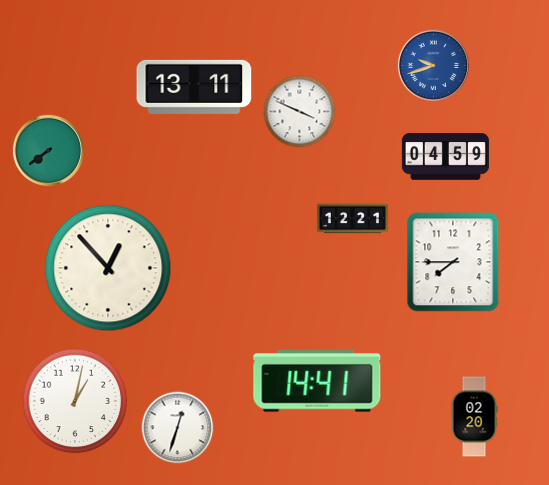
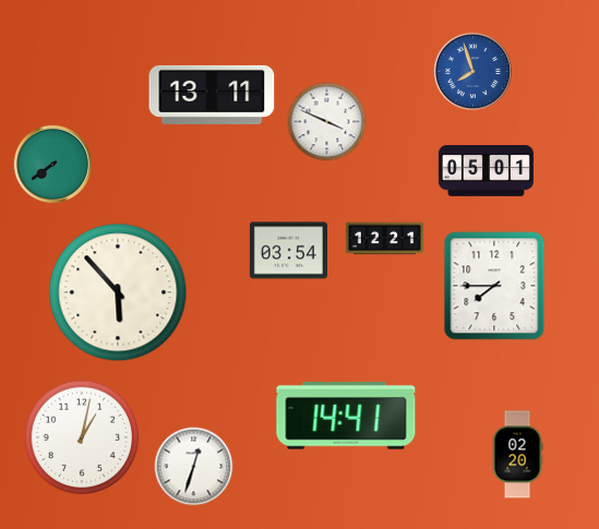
clock at (433, 65): 9:42 -> 7:57
clock at (445, 157): 04:59 -> 05:01
clock at (288, 251): none -> 03:54
clock at (108, 268): 12:53 -> 5:53
